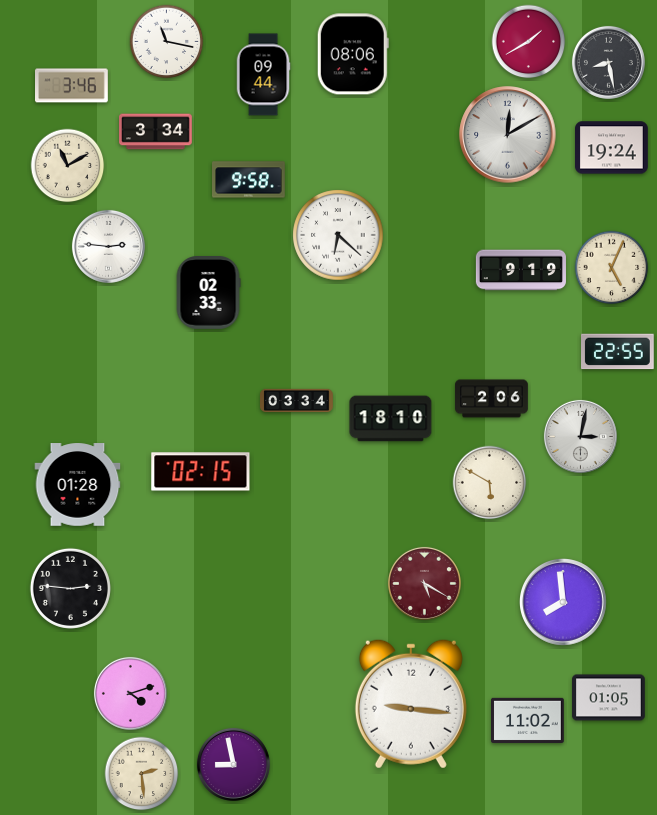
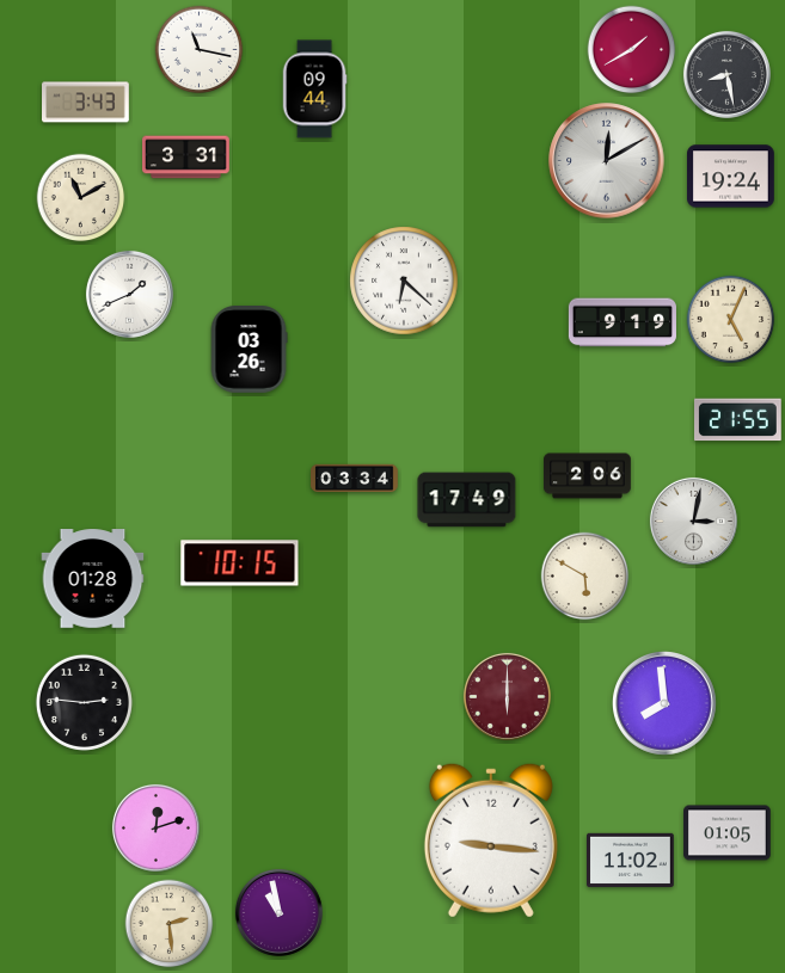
clock at (353, 54): 08:06 -> none
clock at (72, 86): 3:46 -> 3:43
clock at (156, 132): 3:34 -> 3:31
clock at (249, 180): 9:58 -> none
clock at (108, 246): 2:46 -> 1:41
clock at (208, 293): 02:33 -> 03:26
clock at (618, 352): 22:55 -> 21:55
clock at (391, 419): 18:10 -> 17:49
clock at (201, 472): 02:15 -> 10:15
clock at (424, 583): 5:20 -> 6:00
clock at (563, 602) position: (563, 602) -> (664, 703)
clock at (130, 693): 4:12 -> 12:12
clock at (233, 764): 8:58 -> 10:58
